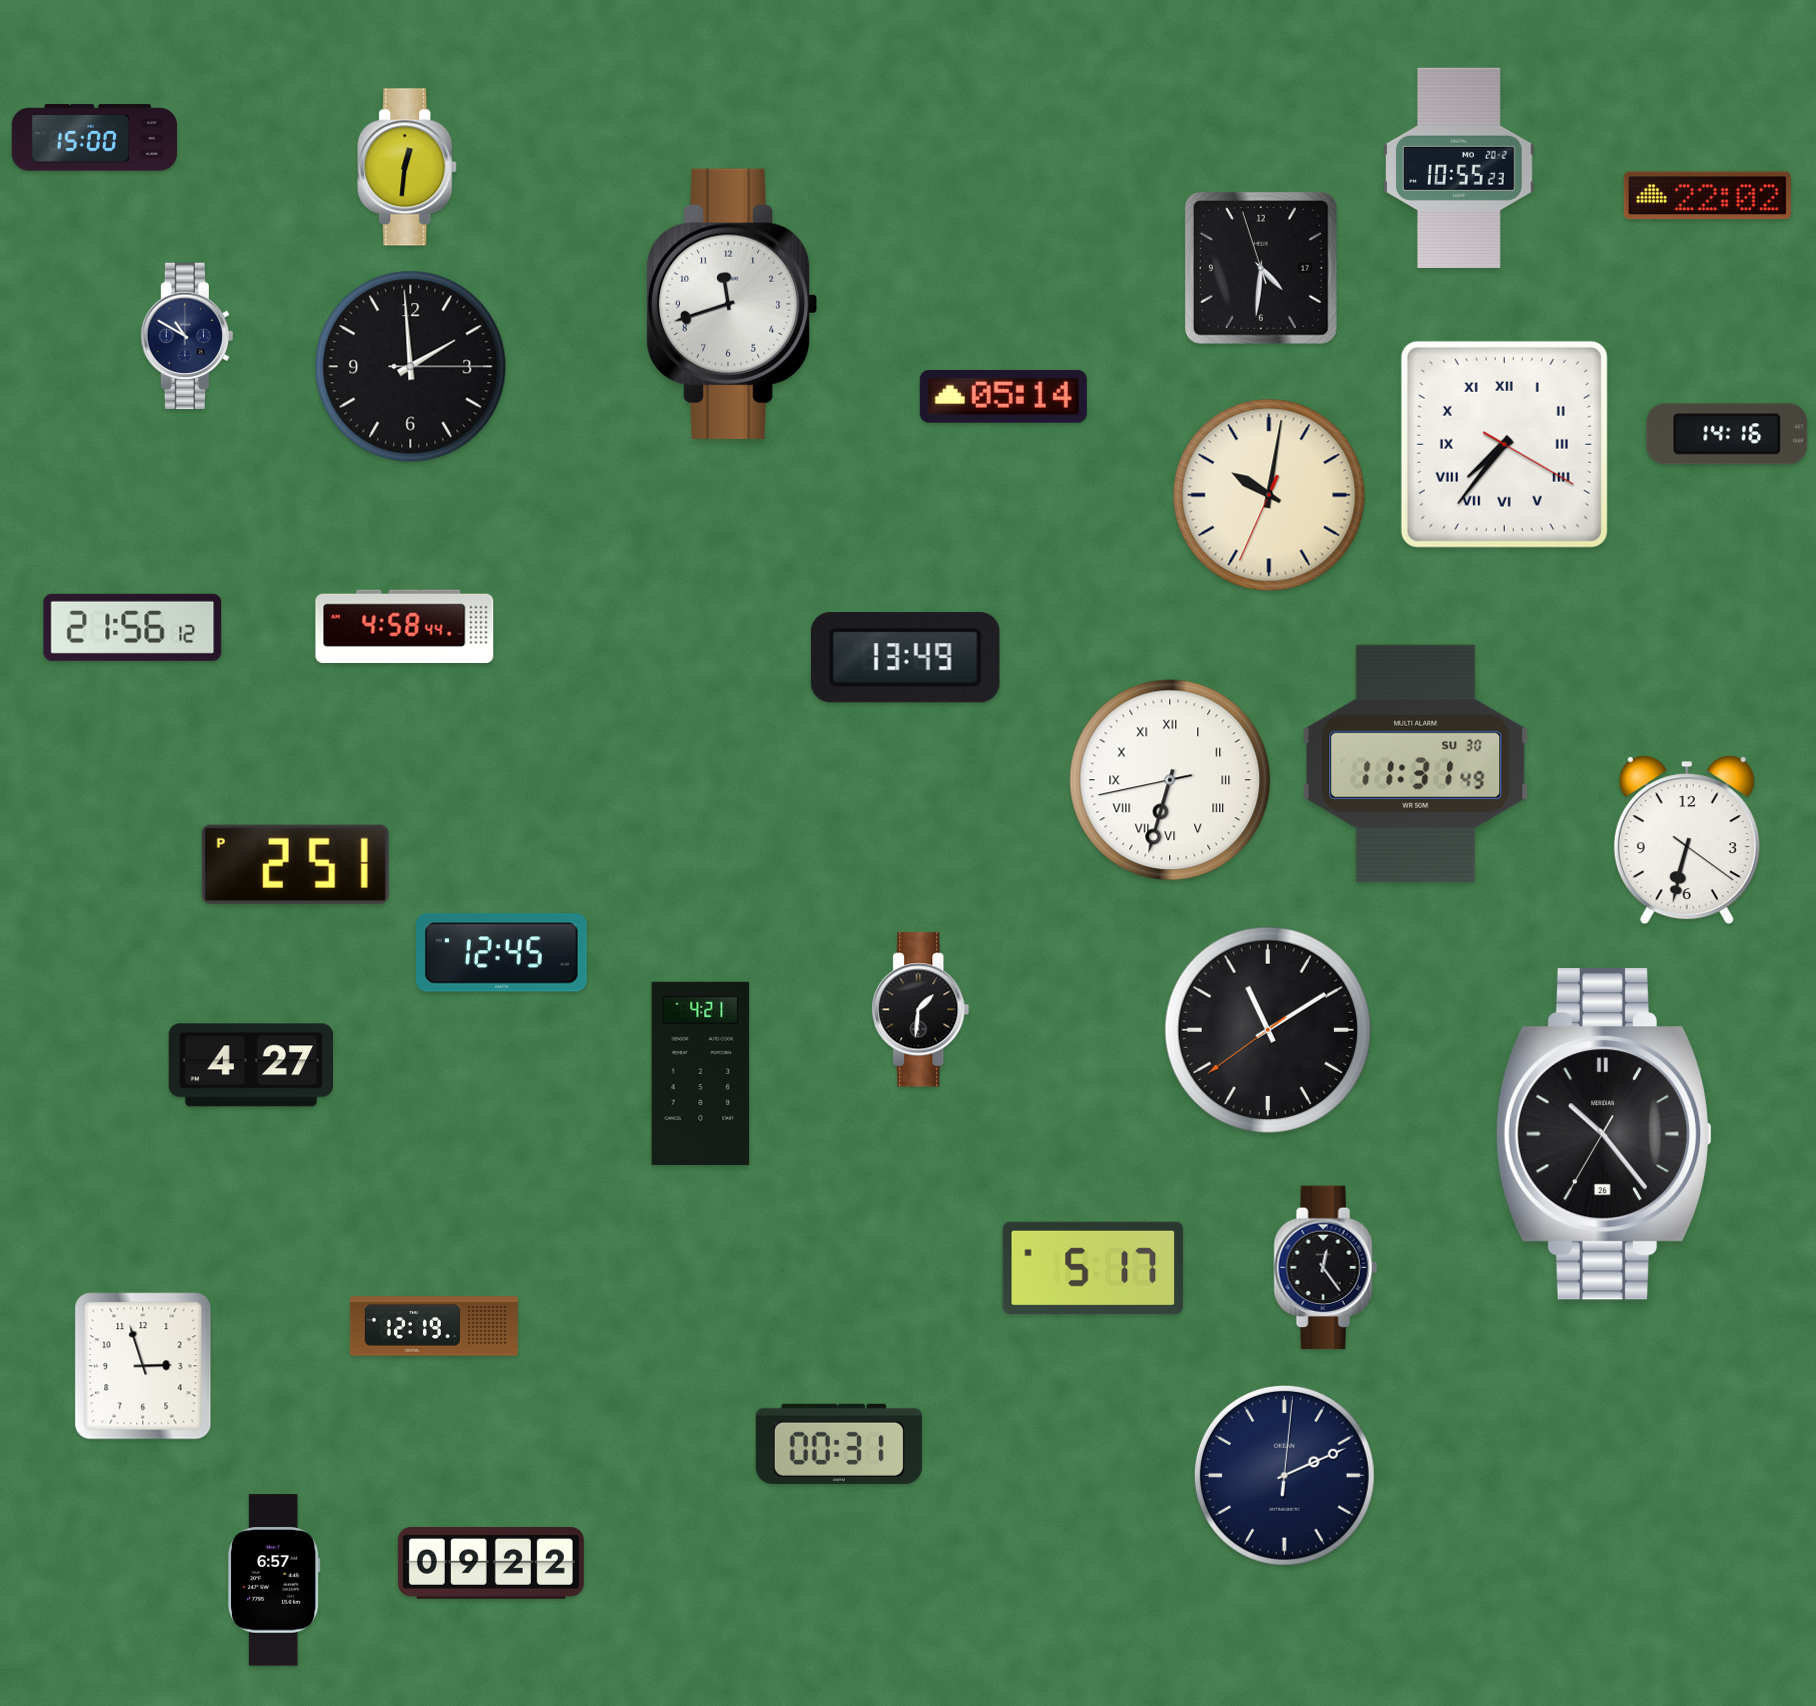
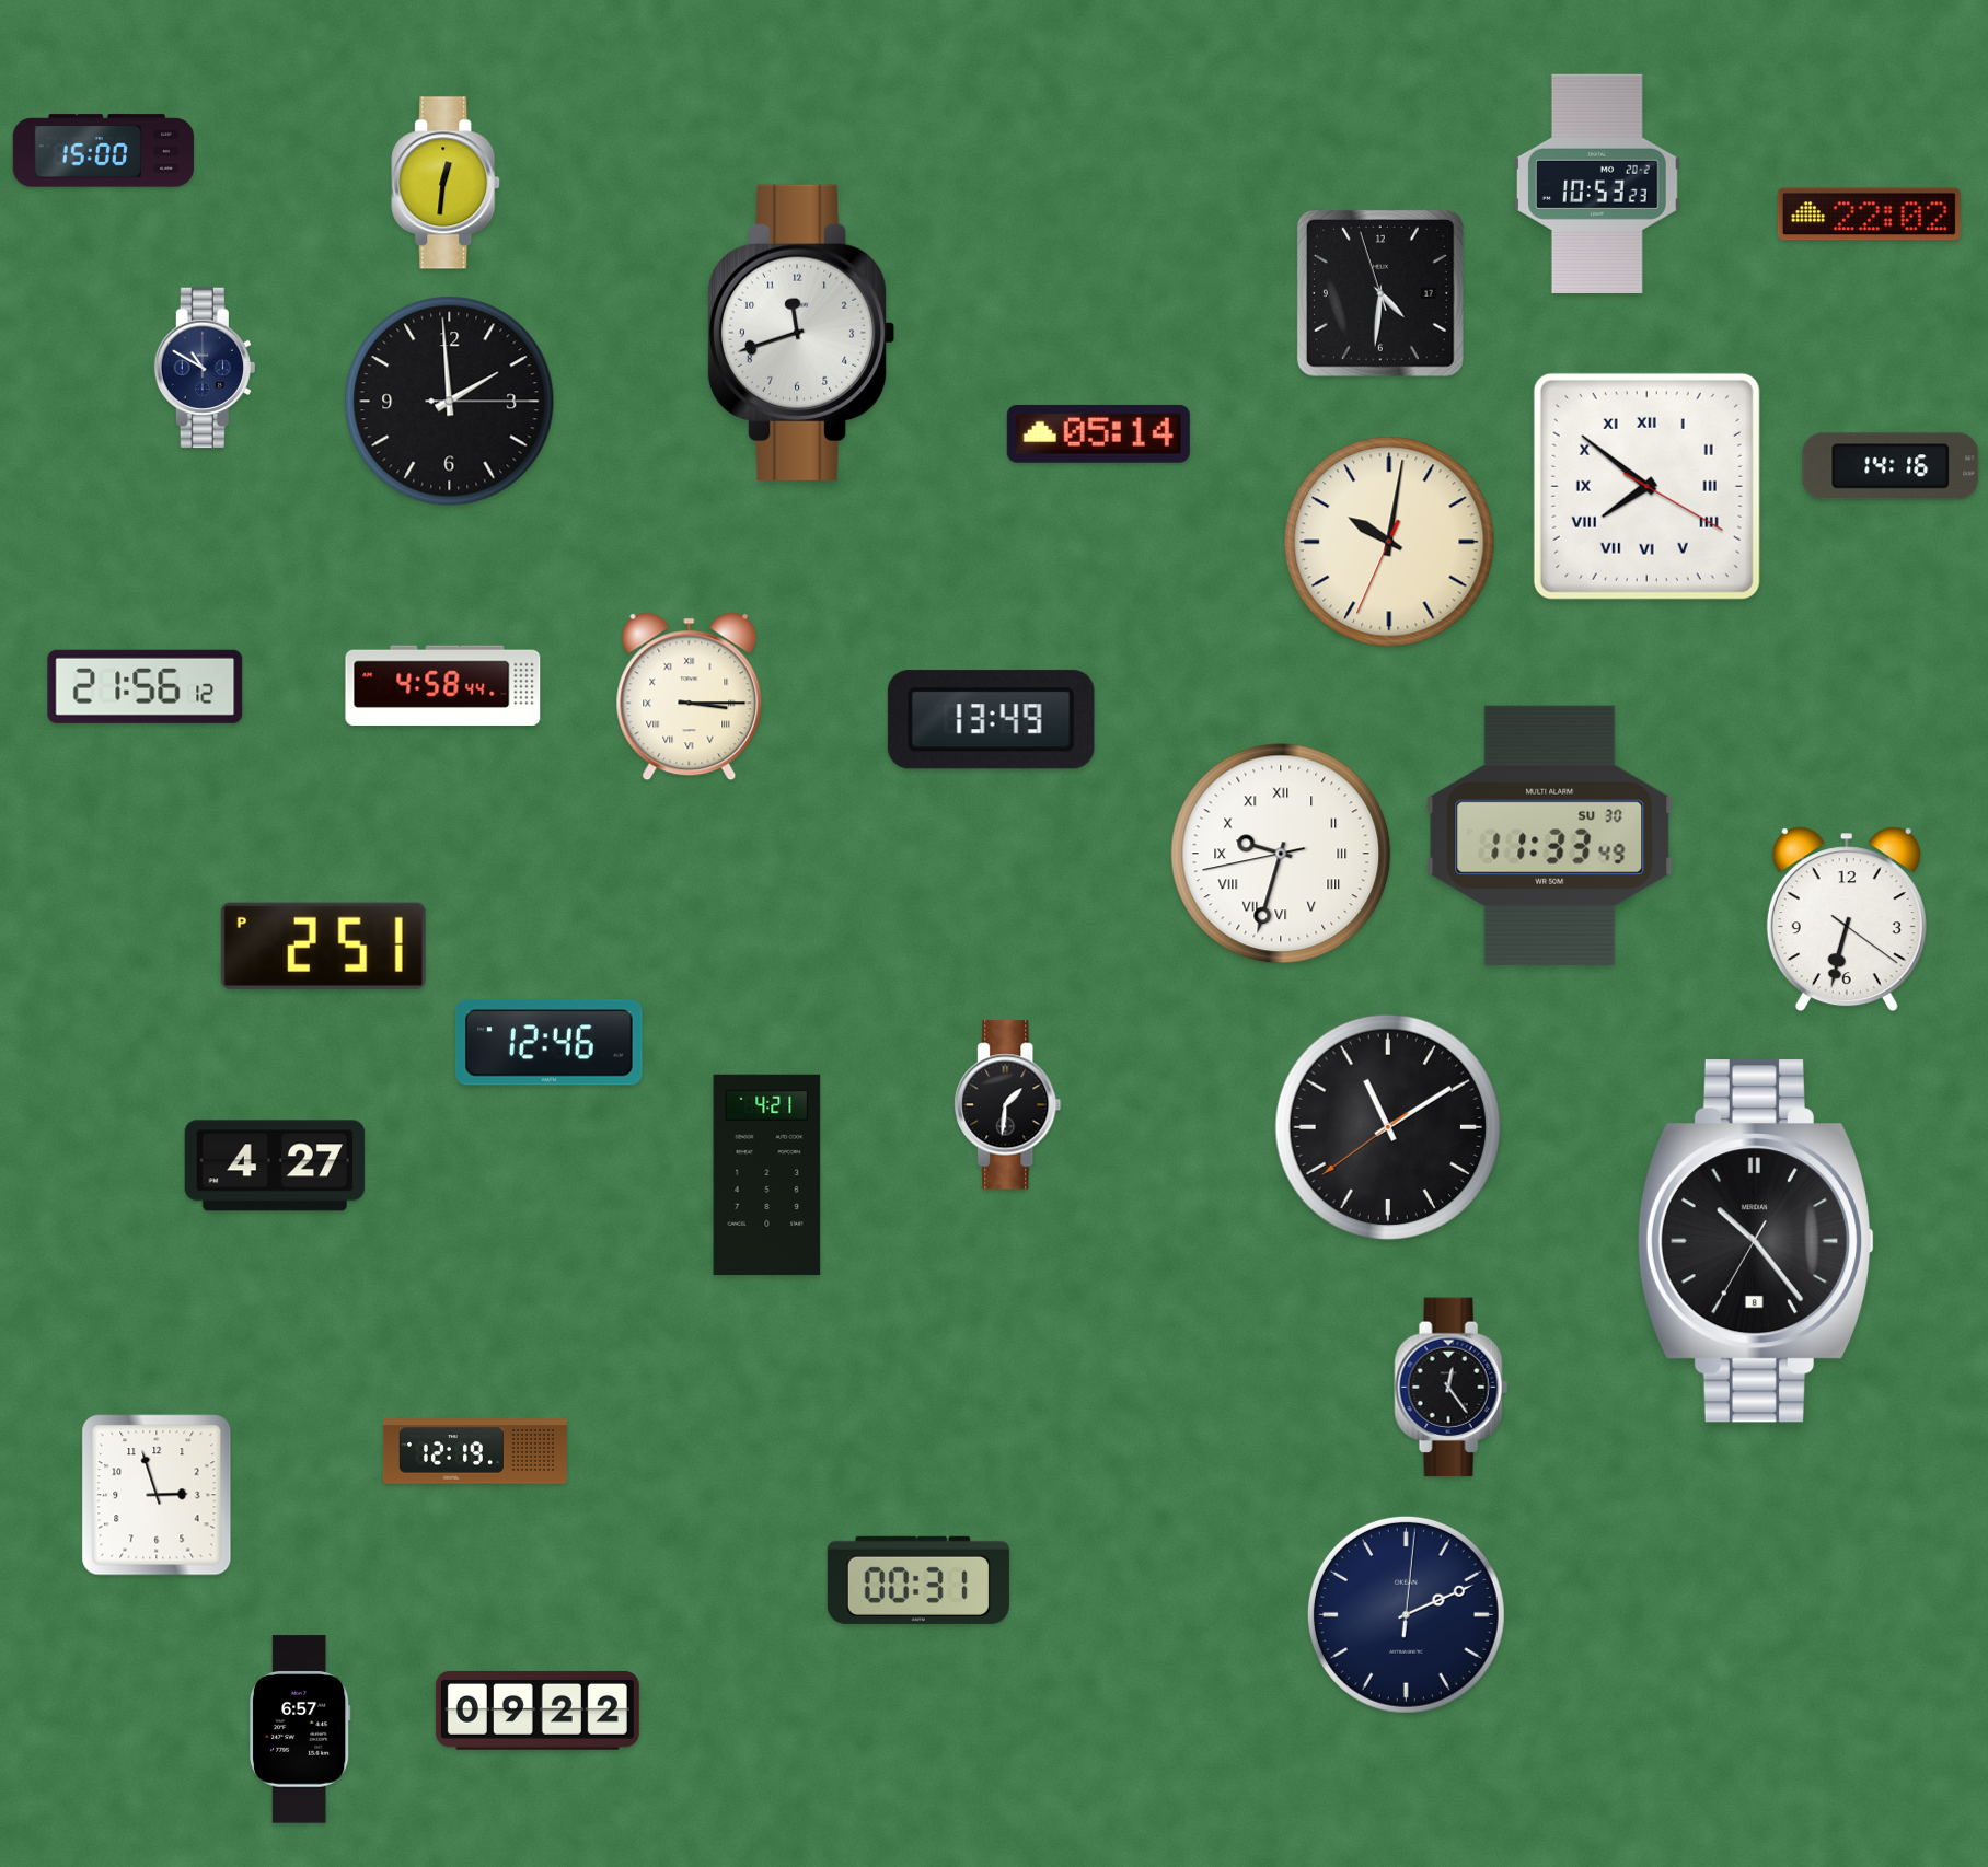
clock at (1460, 168): 10:55 -> 10:53
clock at (1727, 434) position: (1727, 434) -> (1891, 466)
clock at (1504, 444): 7:36 -> 7:51
clock at (690, 697): none -> 3:15
clock at (1416, 763): 11:31 -> 11:33
clock at (1170, 780): 6:32 -> 9:32
clock at (501, 953): 12:45 -> 12:46
clock at (1603, 1134) date: 26 -> 8
clock at (1093, 1268): 5:17 -> none
